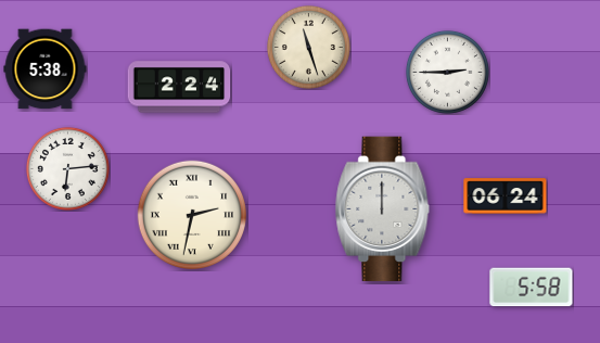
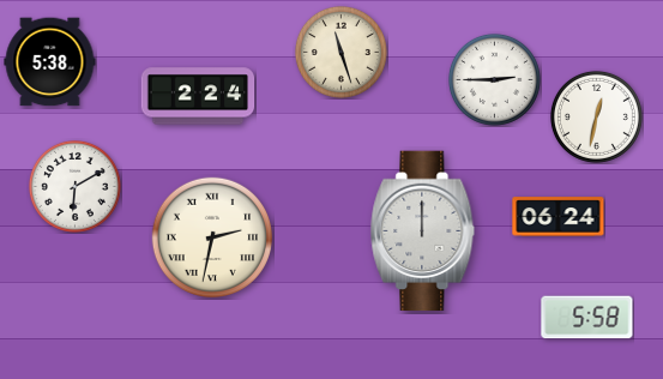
clock at (46, 69) position: (46, 69) -> (50, 62)
clock at (596, 116): none -> 12:32
clock at (67, 168): 6:14 -> 6:10
